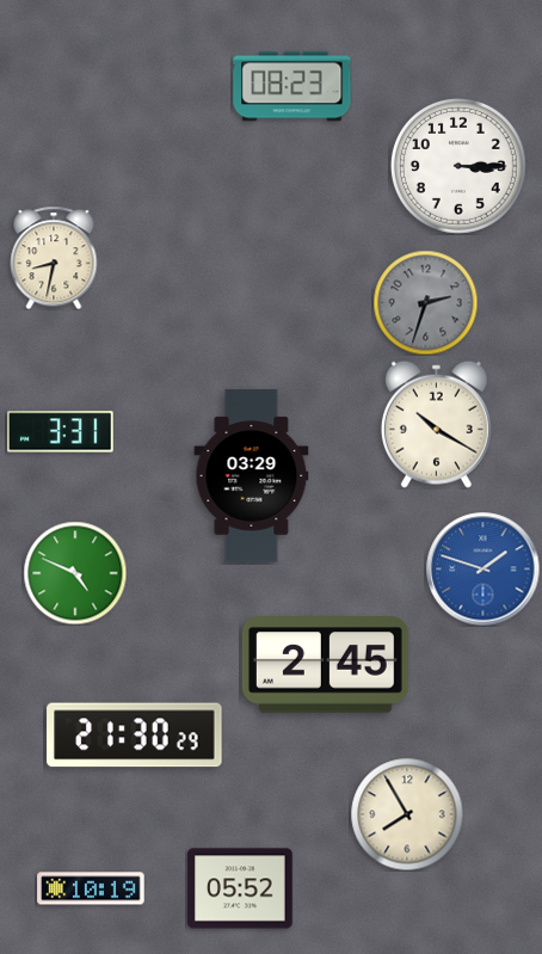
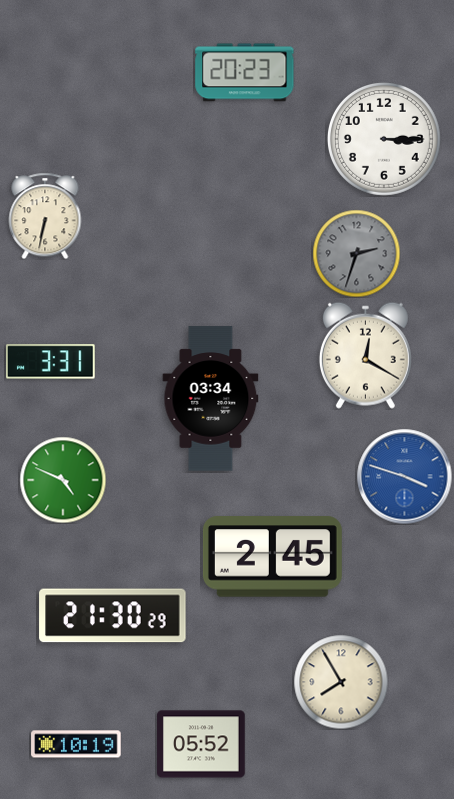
clock at (292, 87): 08:23 -> 20:23
clock at (54, 258): 8:32 -> 6:32
clock at (436, 424): 10:20 -> 12:20
clock at (252, 476): 03:29 -> 03:34
clock at (482, 568): 1:48 -> 3:48
